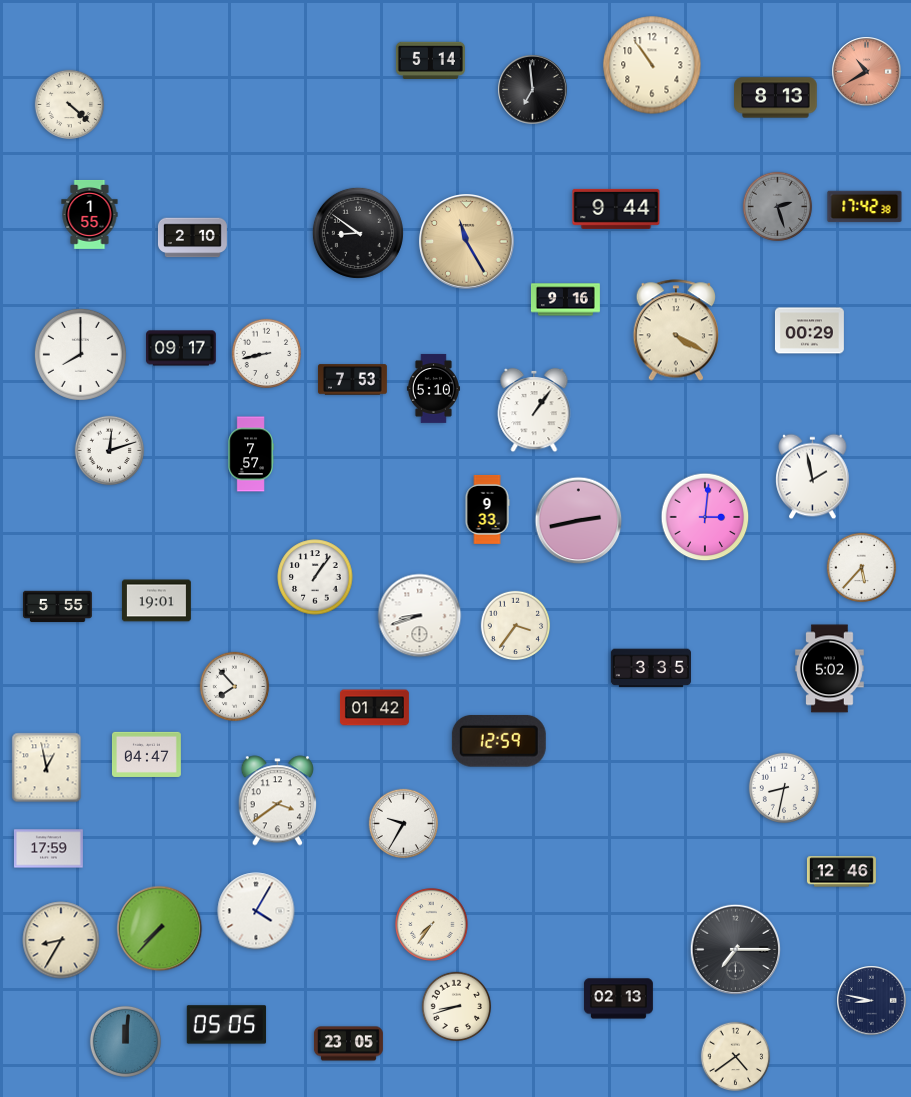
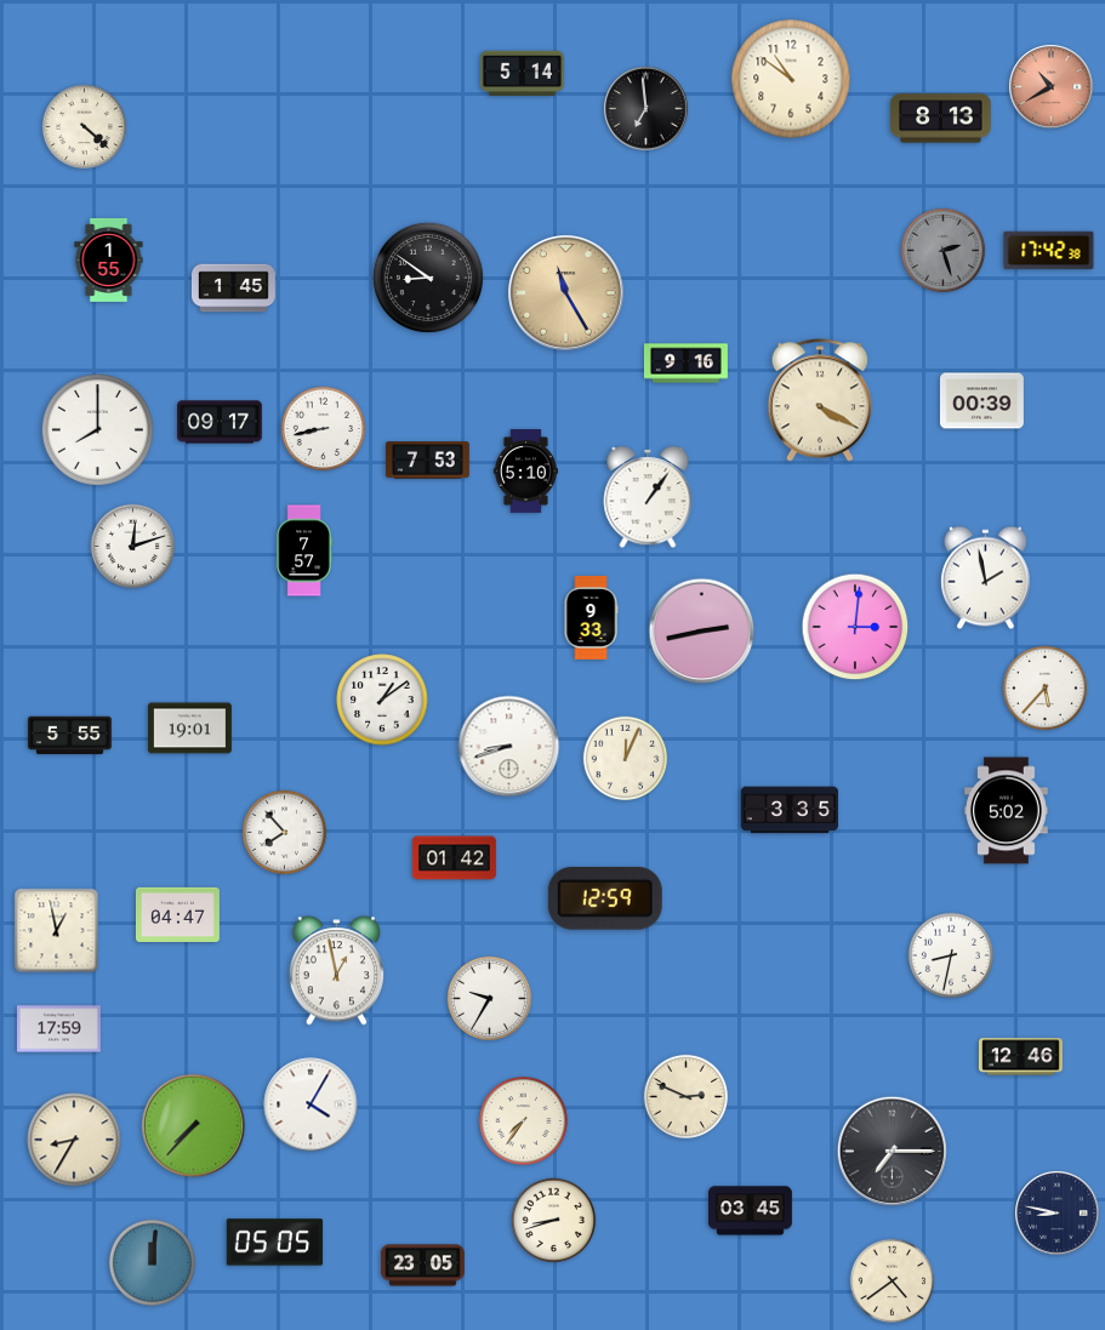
clock at (652, 65): 10:54 -> 10:51
clock at (616, 209): 9:44 -> none
clock at (358, 233) position: (358, 233) -> (428, 278)
clock at (192, 238): 2:10 -> 1:45
clock at (809, 331): 00:29 -> 00:39
clock at (315, 577): 1:06 -> 1:09
clock at (516, 626): 3:36 -> 12:04
clock at (277, 801): 3:39 -> 12:58
clock at (687, 1097): none -> 2:49
clock at (618, 999): 02:13 -> 03:45
